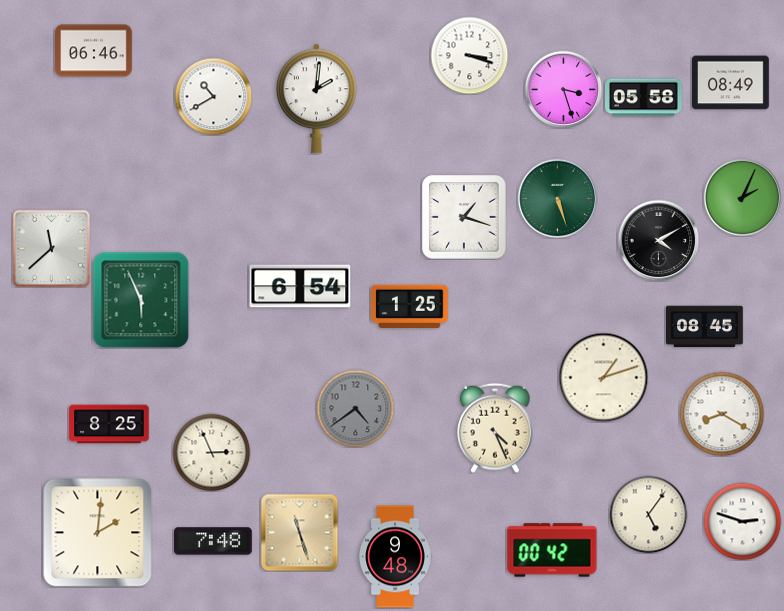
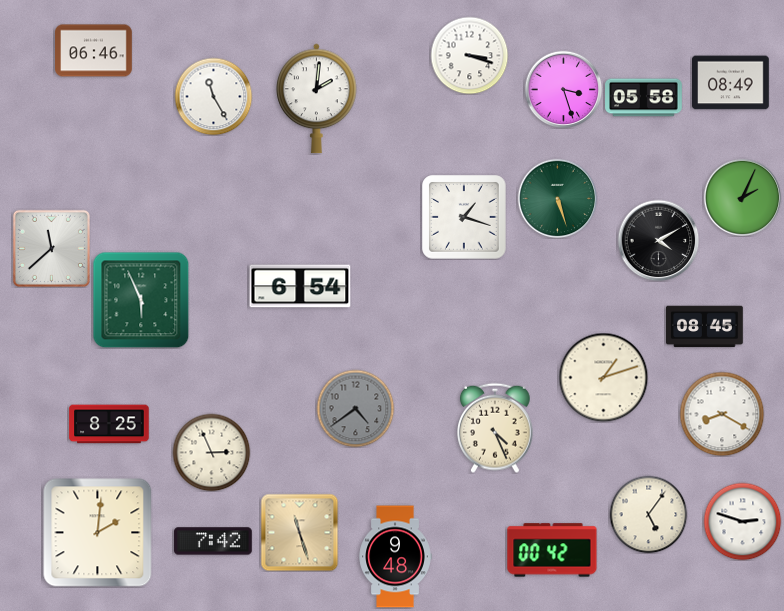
clock at (213, 96): 10:40 -> 11:25
clock at (410, 307): 1:25 -> none
clock at (213, 541): 7:48 -> 7:42
